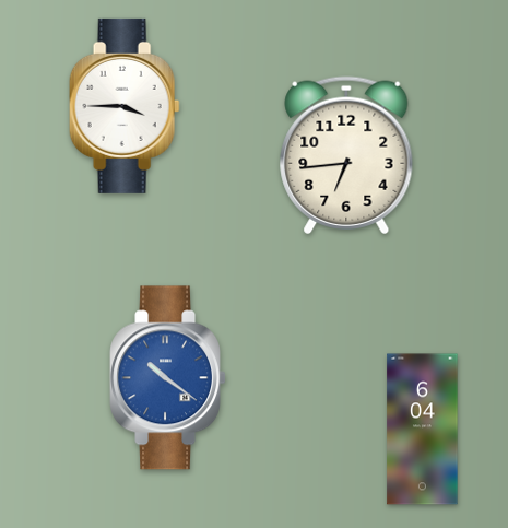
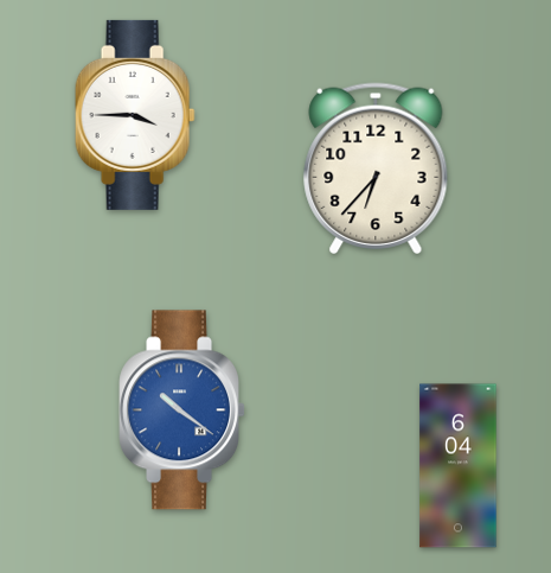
clock at (346, 155): 6:44 -> 6:37
